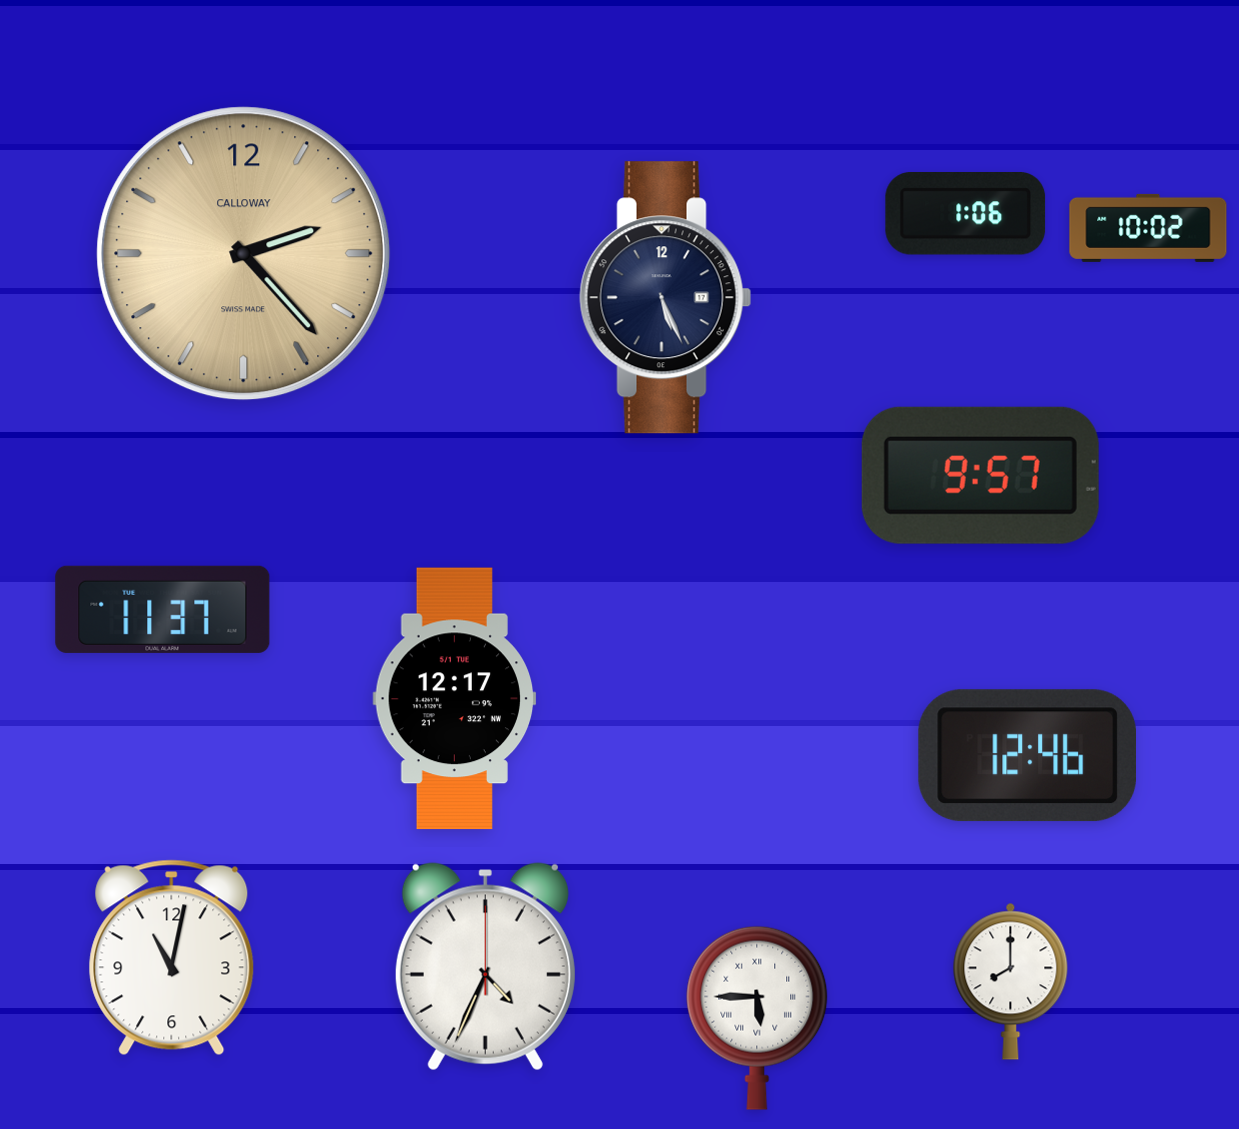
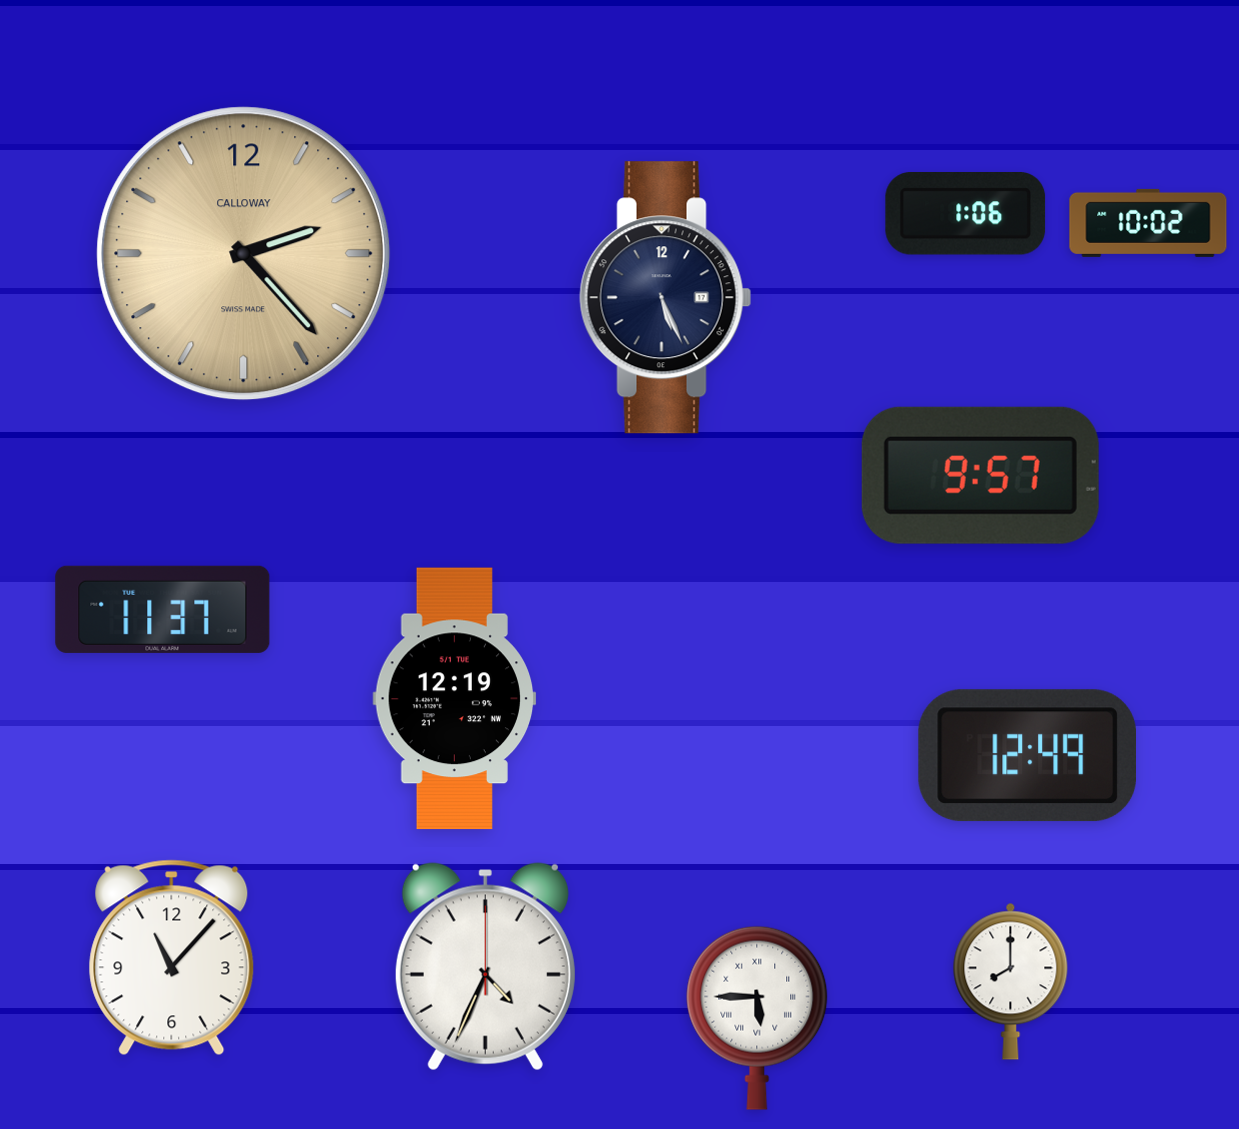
clock at (1148, 228) position: (1148, 228) -> (1148, 223)
clock at (455, 699): 12:17 -> 12:19
clock at (1027, 756): 12:46 -> 12:49
clock at (172, 958): 11:02 -> 11:07
